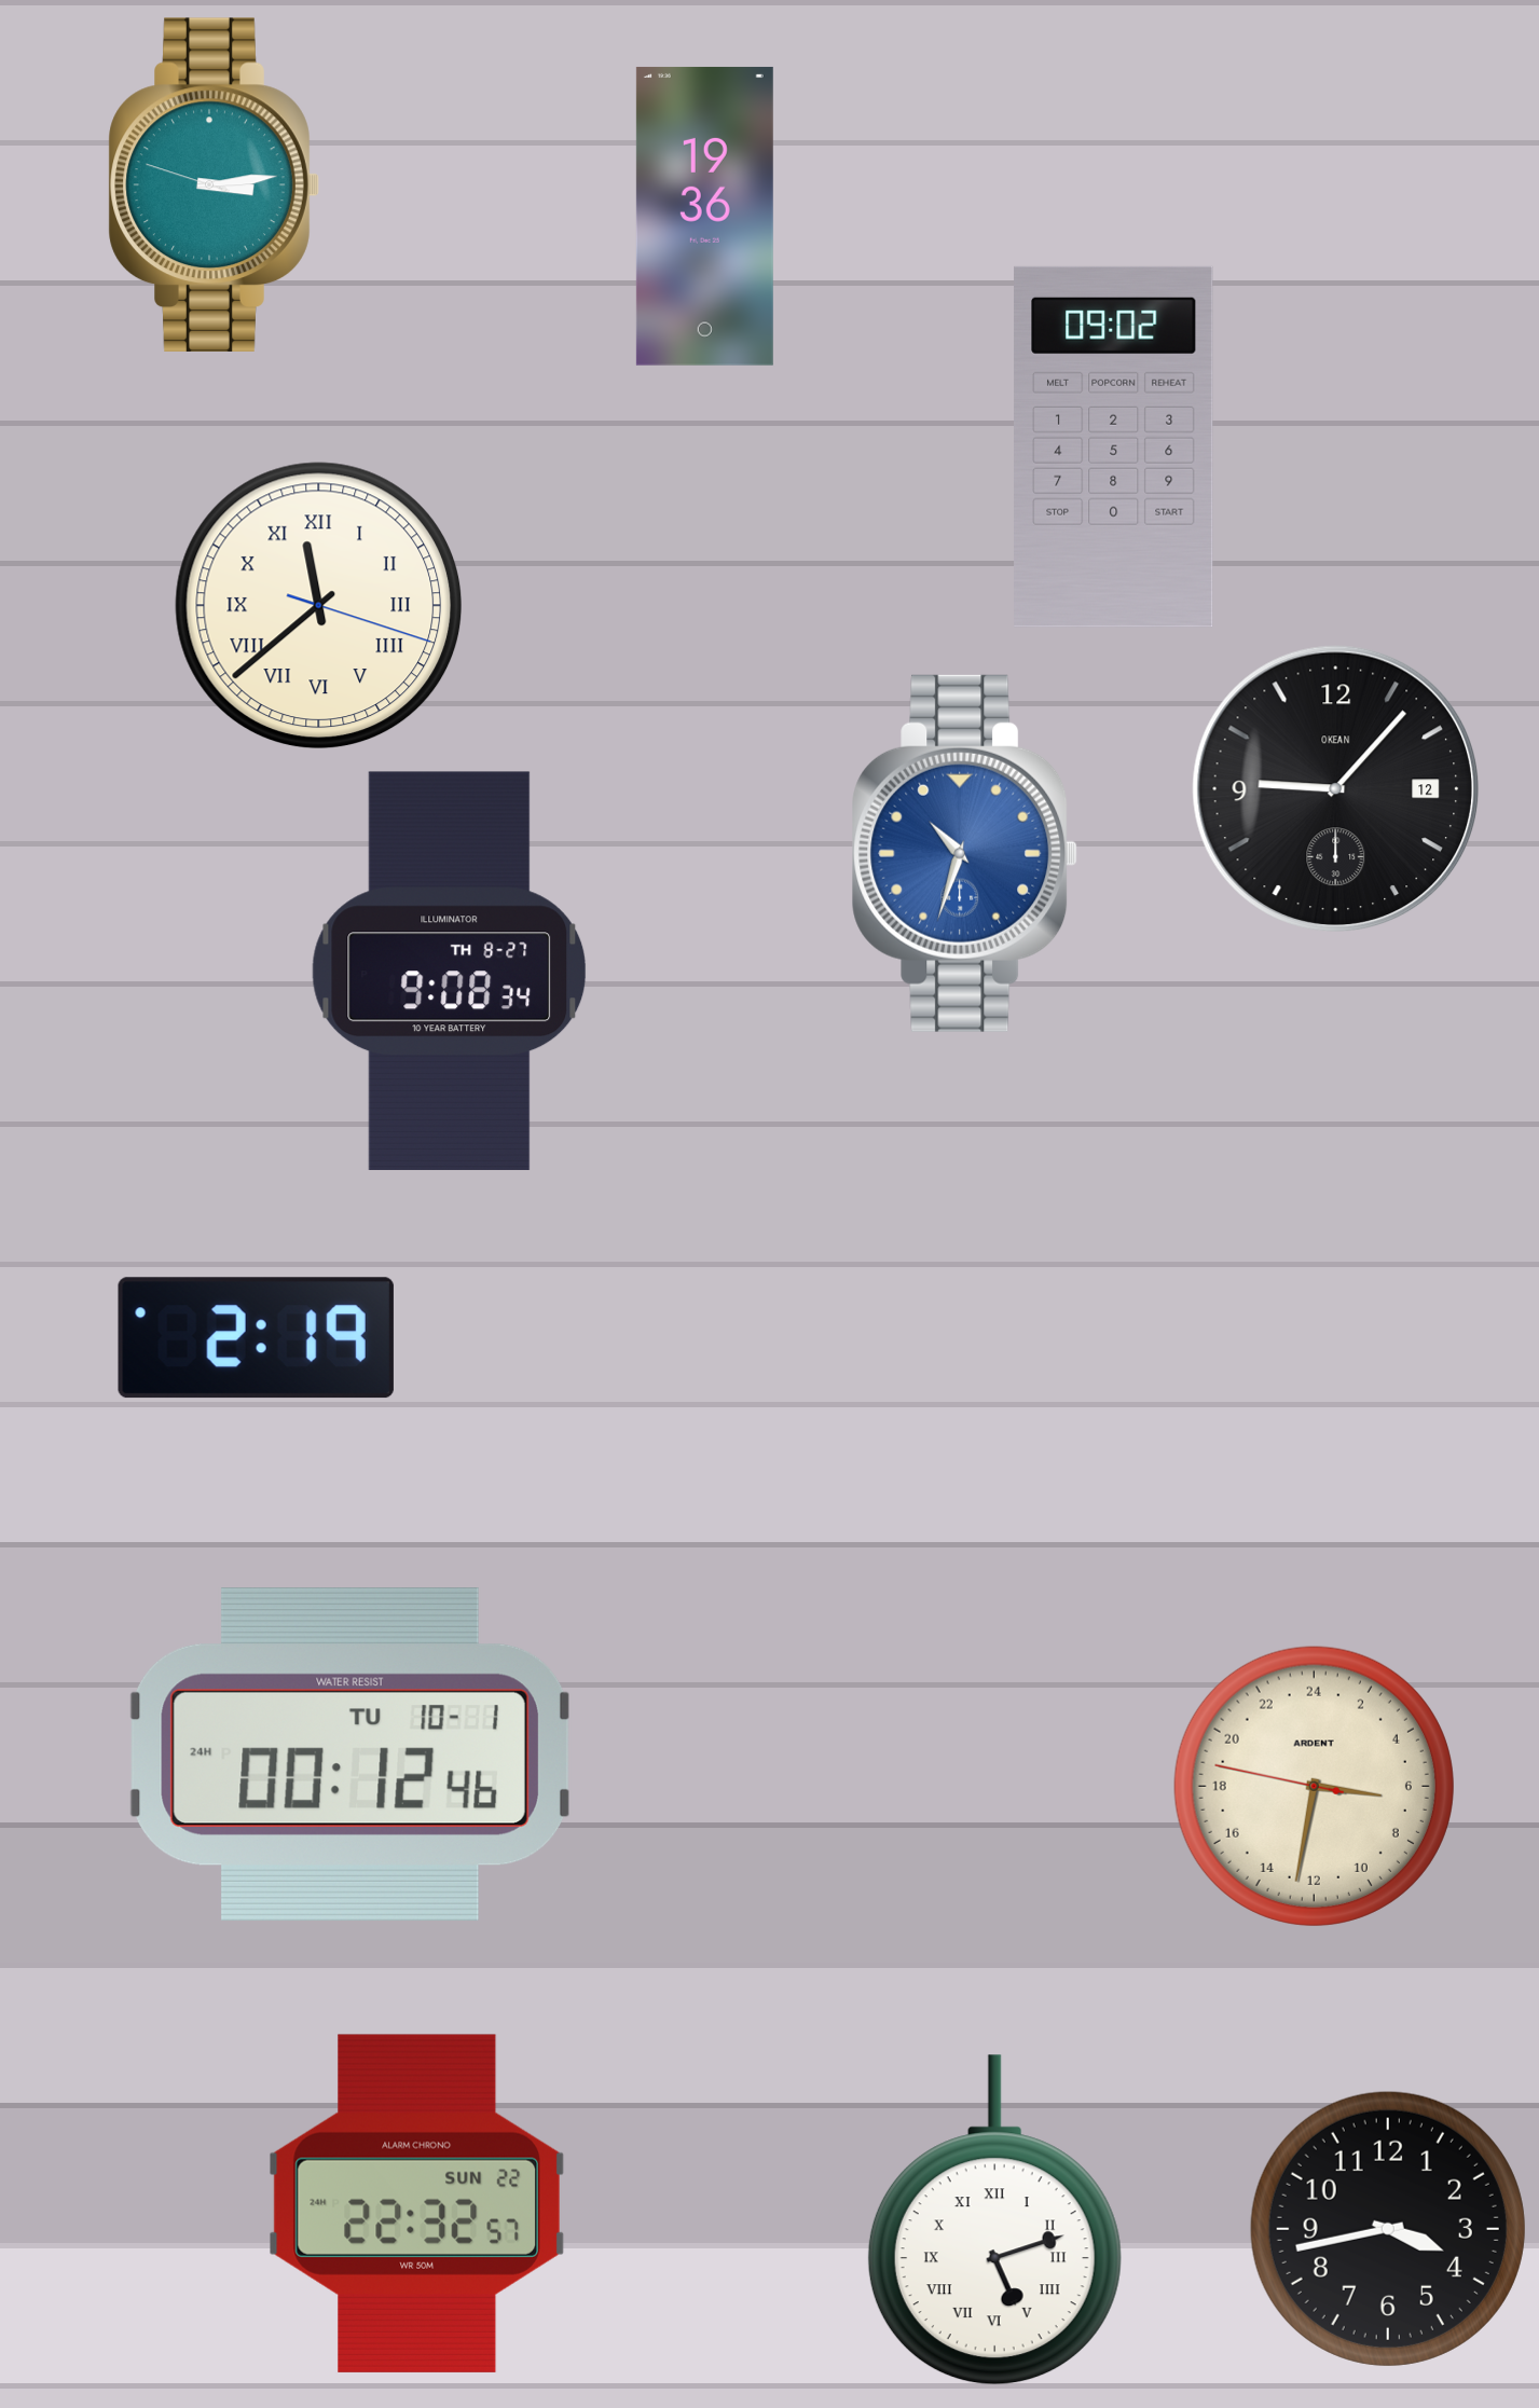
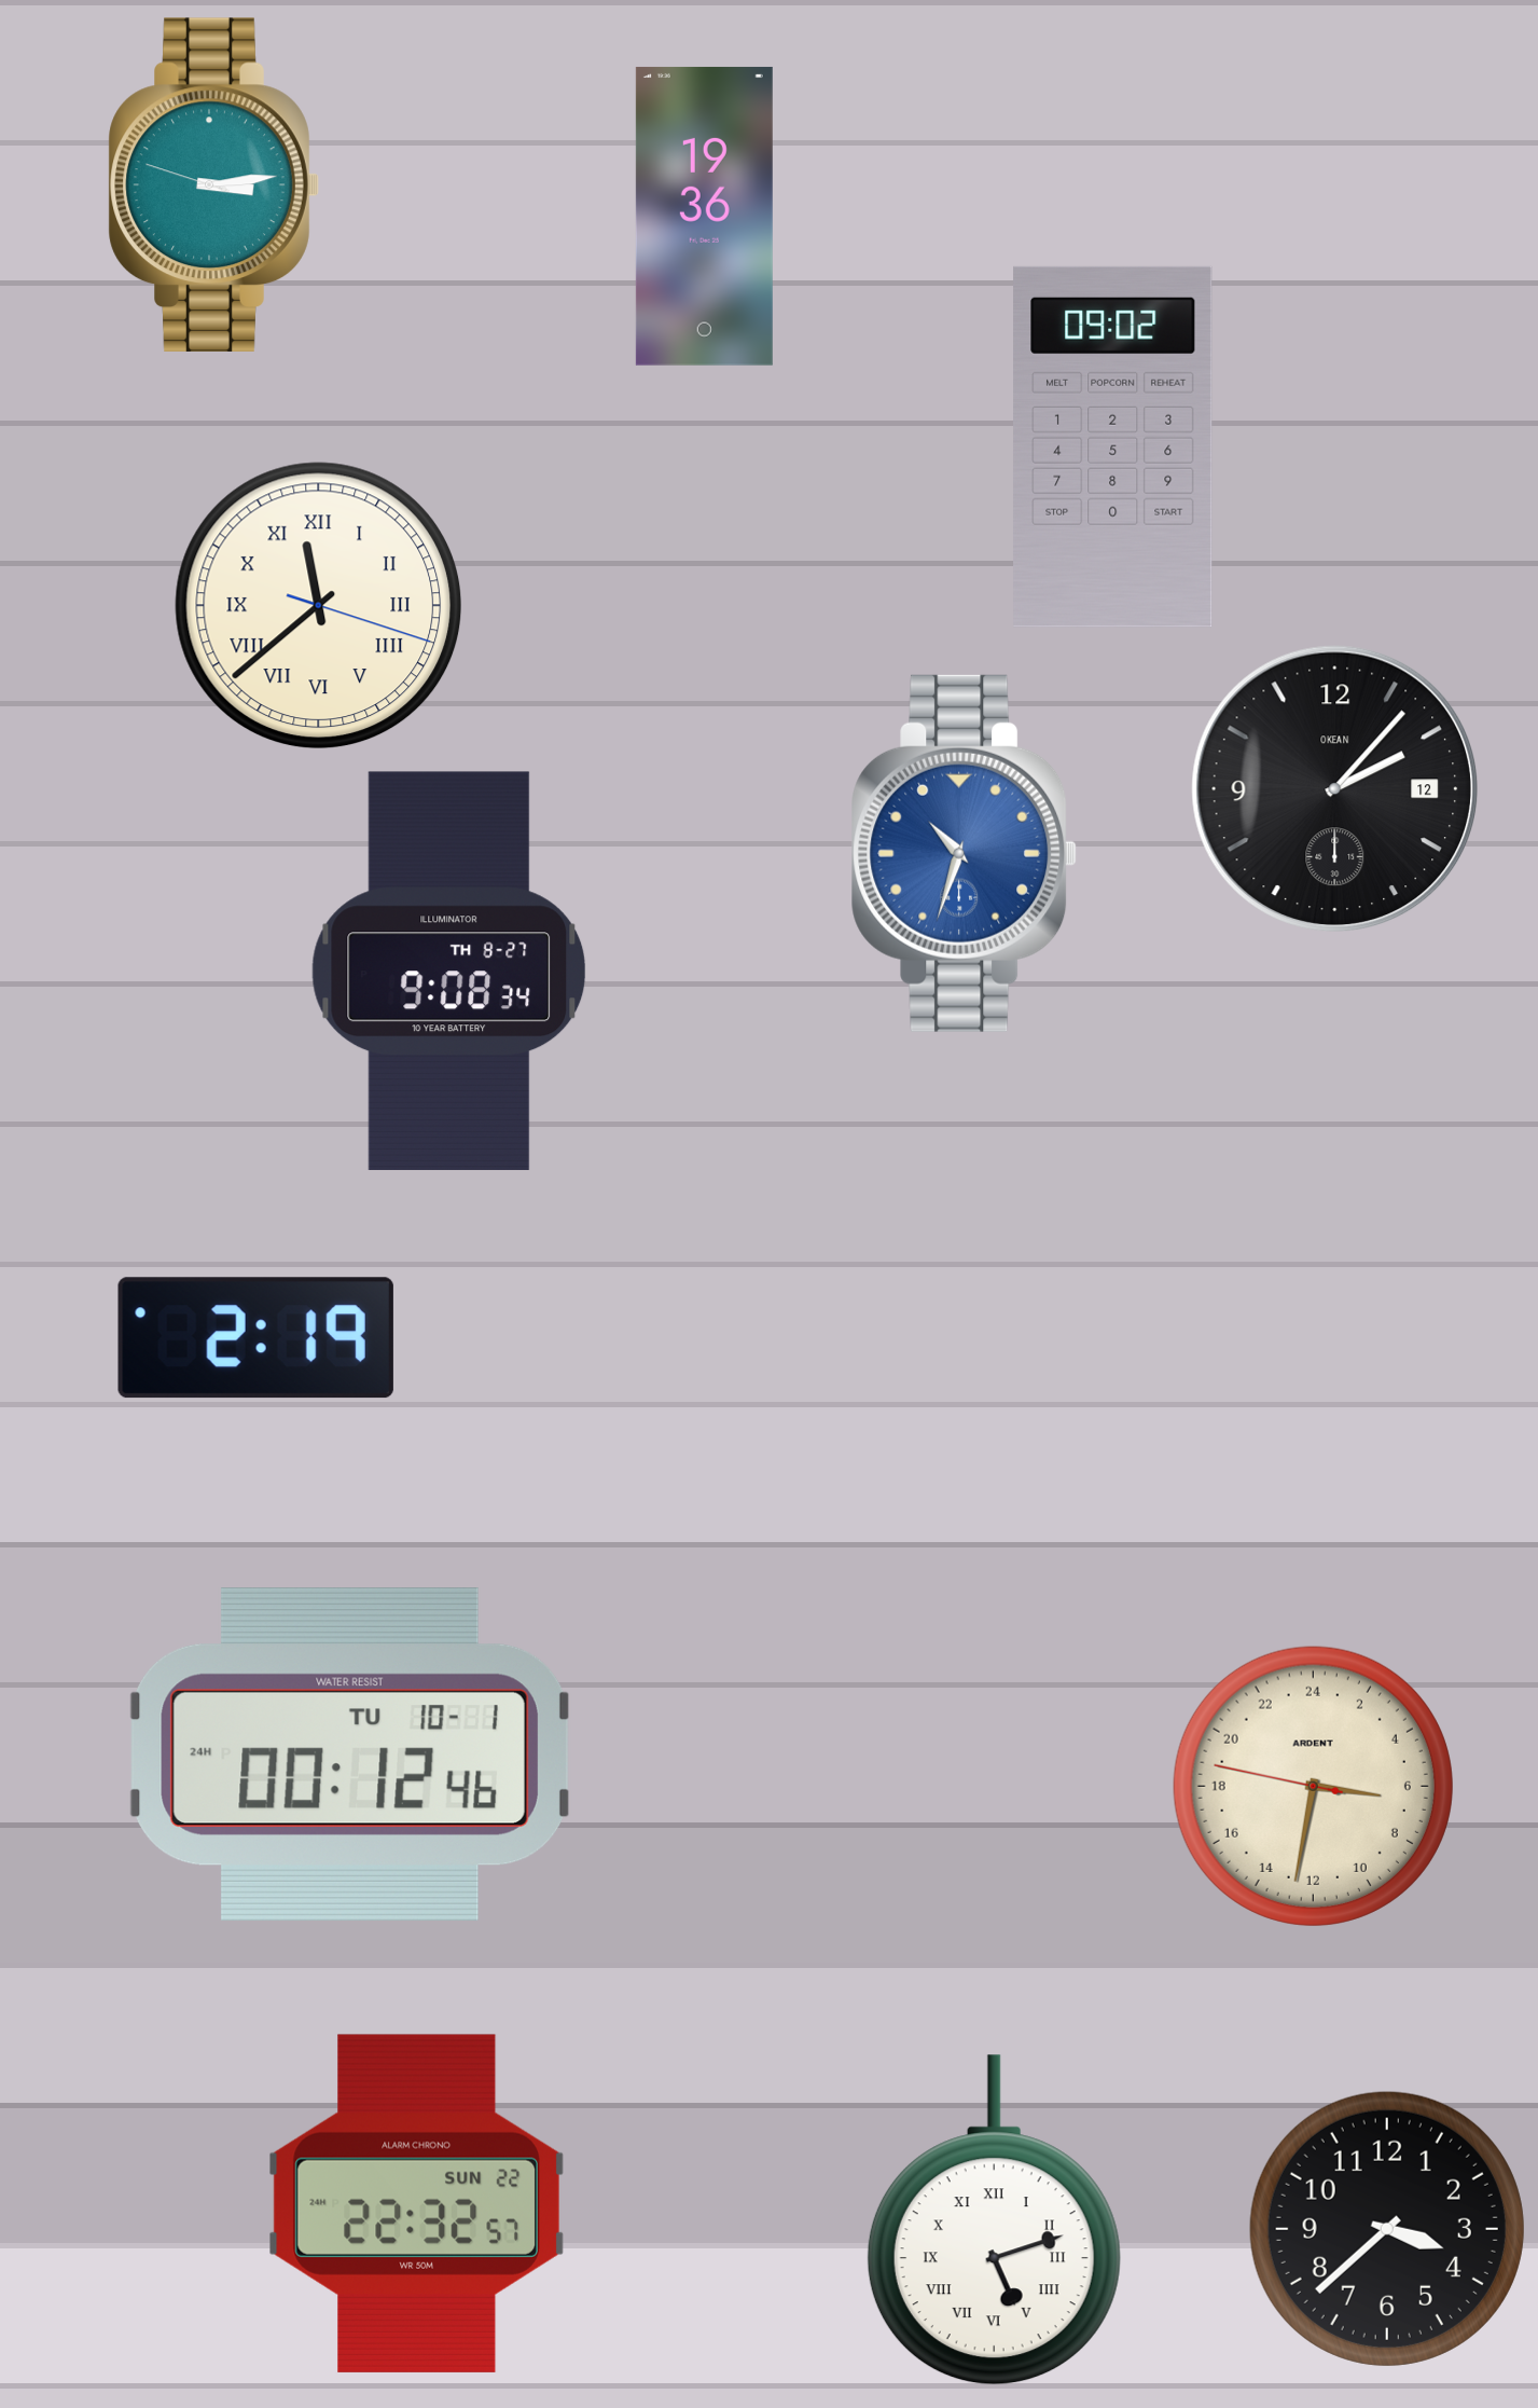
clock at (1335, 788): 9:07 -> 2:07
clock at (1388, 2229): 3:43 -> 3:38
